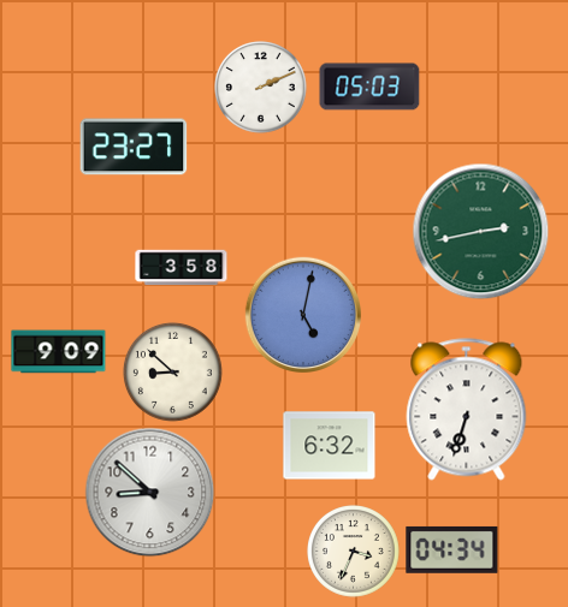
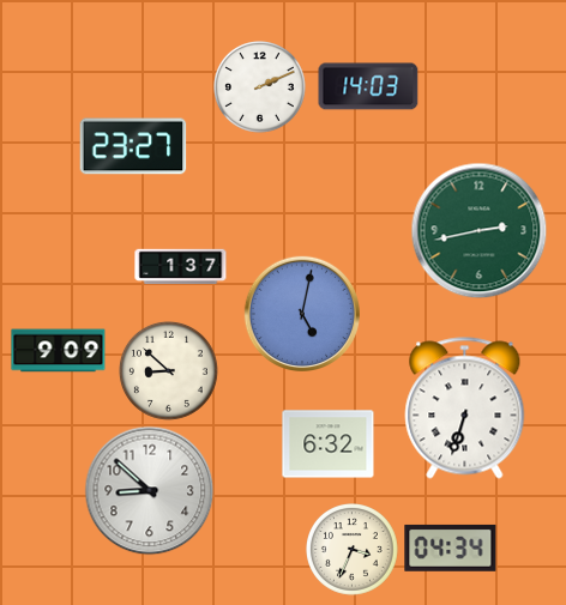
clock at (369, 87): 05:03 -> 14:03
clock at (182, 268): 3:58 -> 1:37
clock at (172, 371) position: (172, 371) -> (168, 370)
